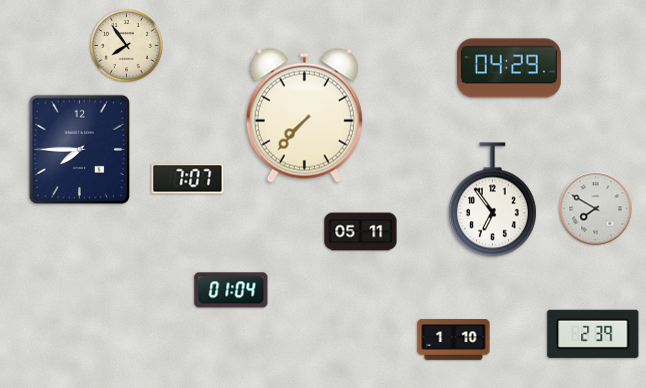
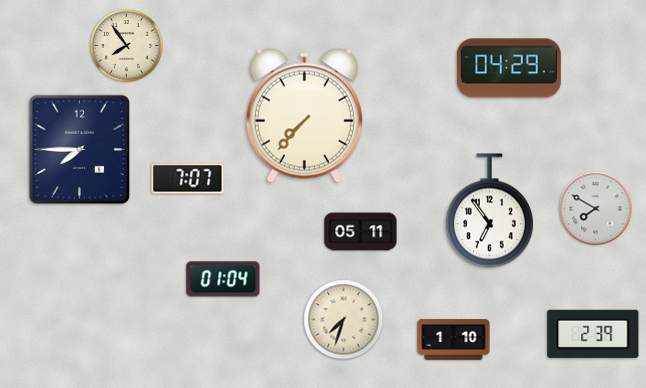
clock at (492, 200) position: (492, 200) -> (489, 211)
clock at (231, 290) position: (231, 290) -> (223, 279)
clock at (344, 320): none -> 7:33
